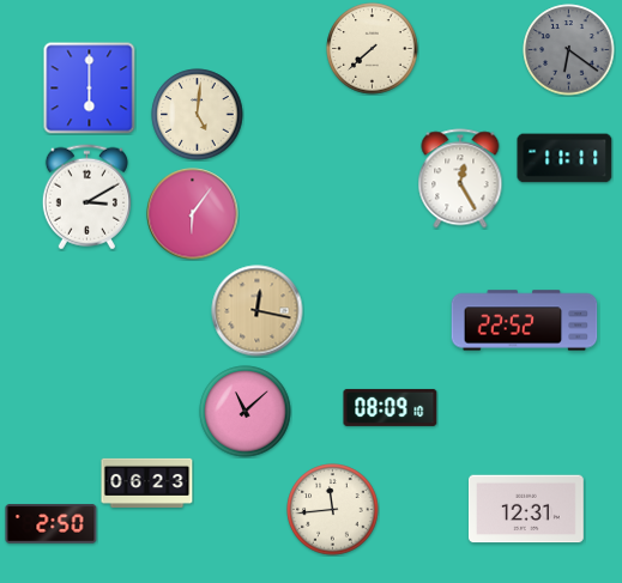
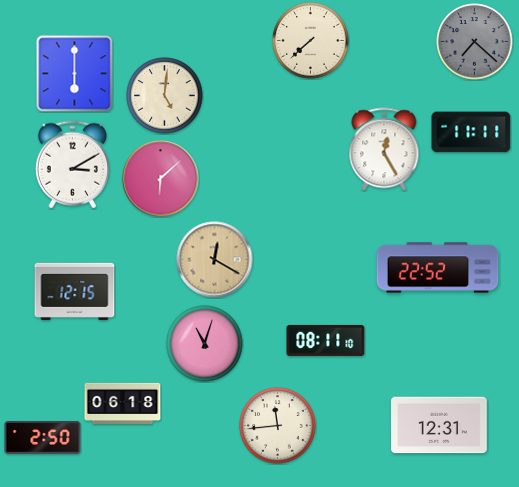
clock at (569, 50): 6:21 -> 7:22
clock at (193, 214): 6:06 -> 6:08
clock at (258, 311): 12:17 -> 12:20
clock at (75, 291): none -> 12:15
clock at (391, 407): 08:09 -> 08:11
clock at (246, 412): 11:08 -> 11:03
clock at (147, 482): 06:23 -> 06:18
